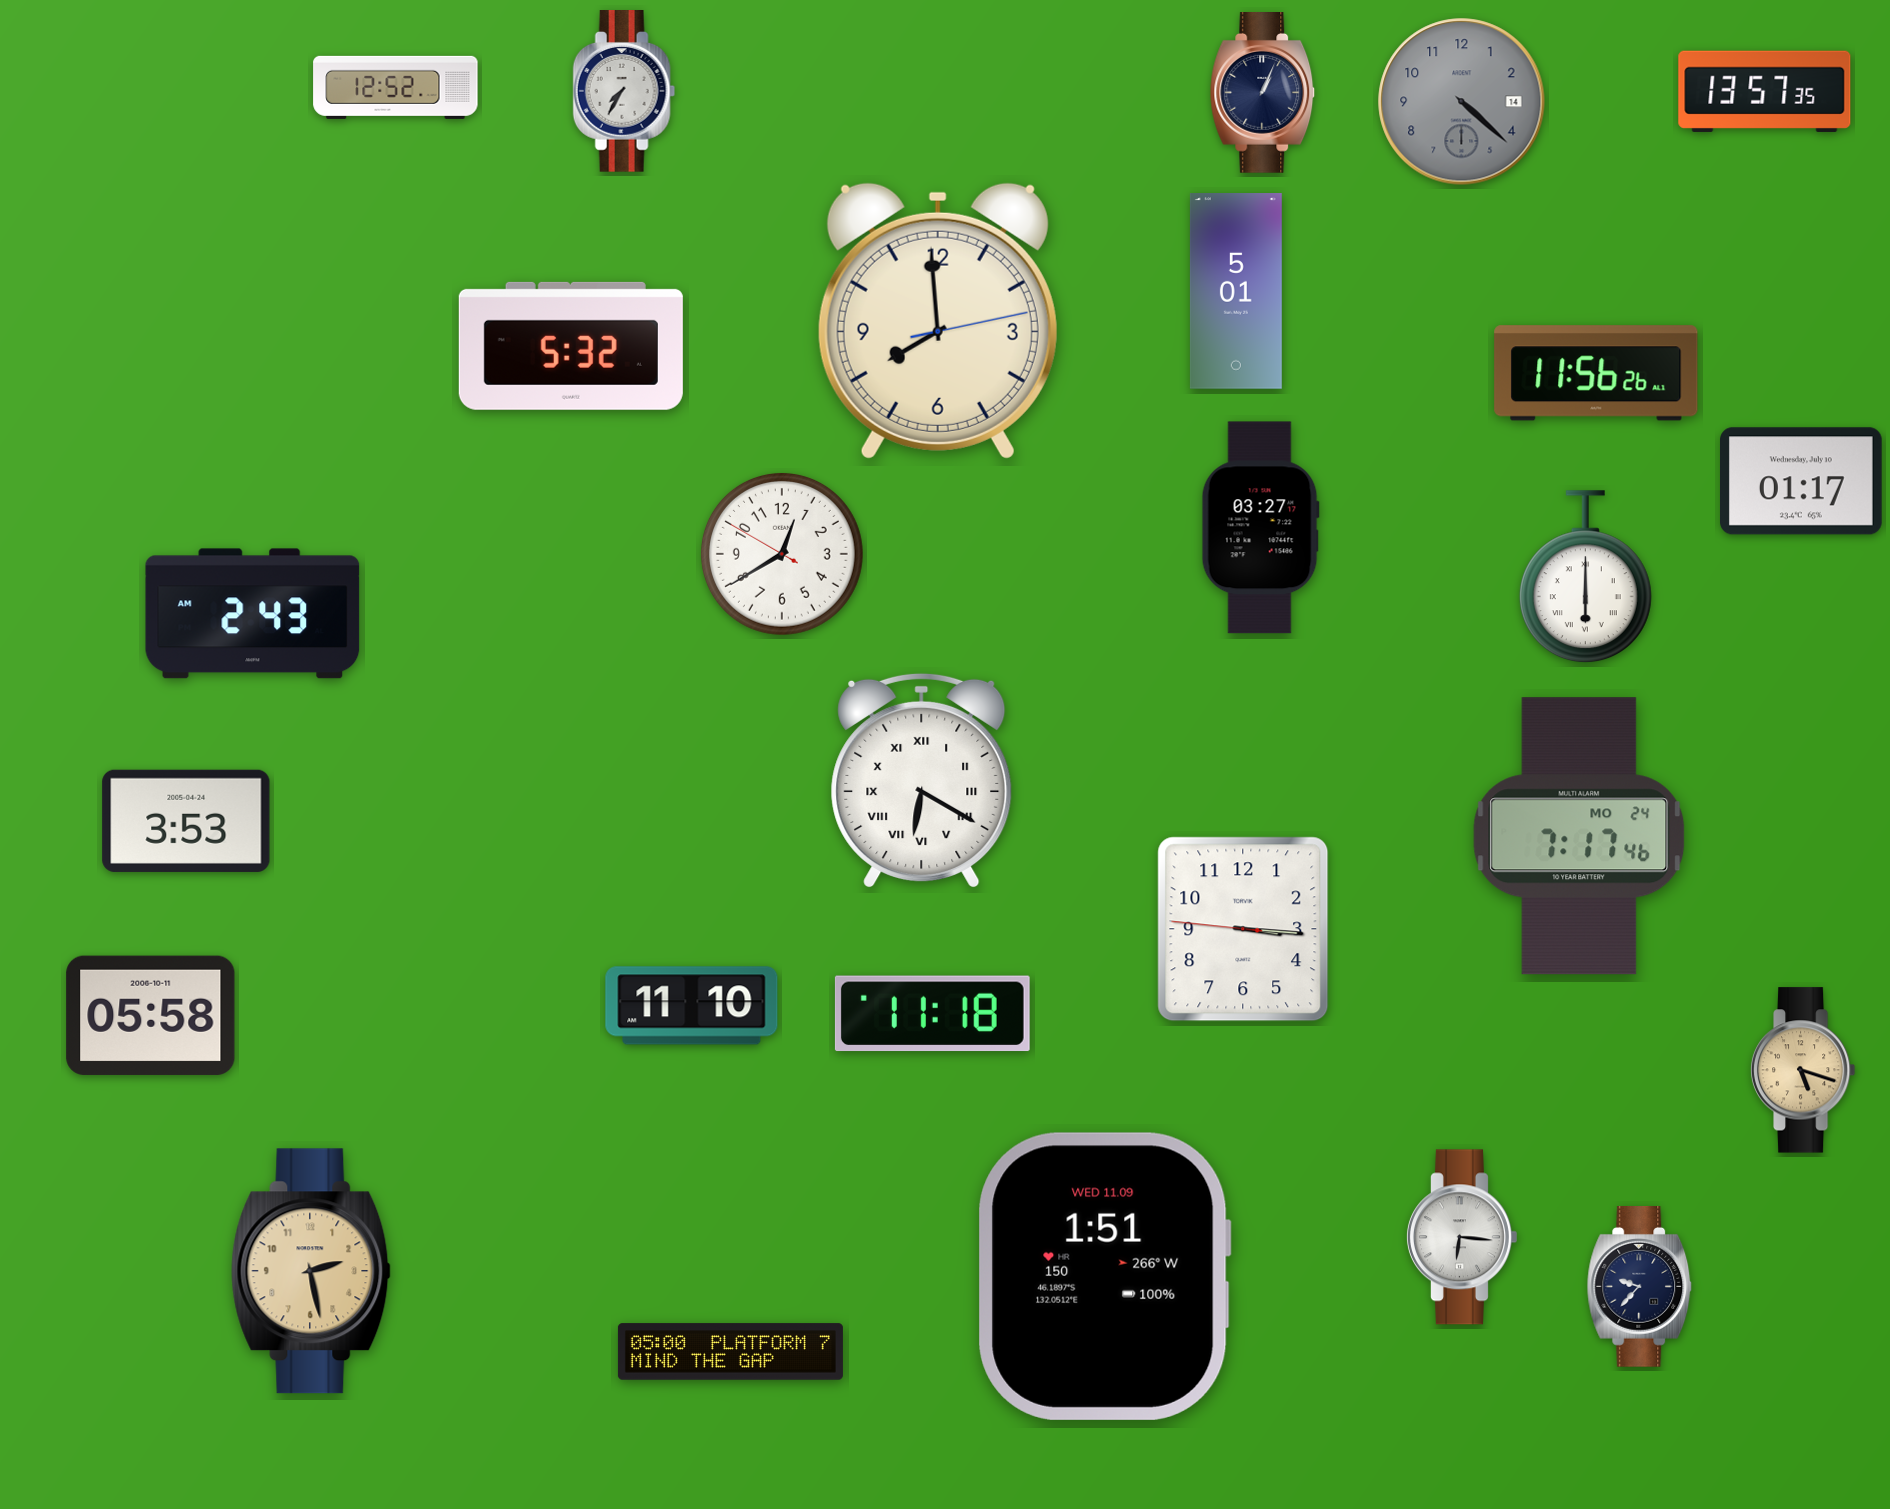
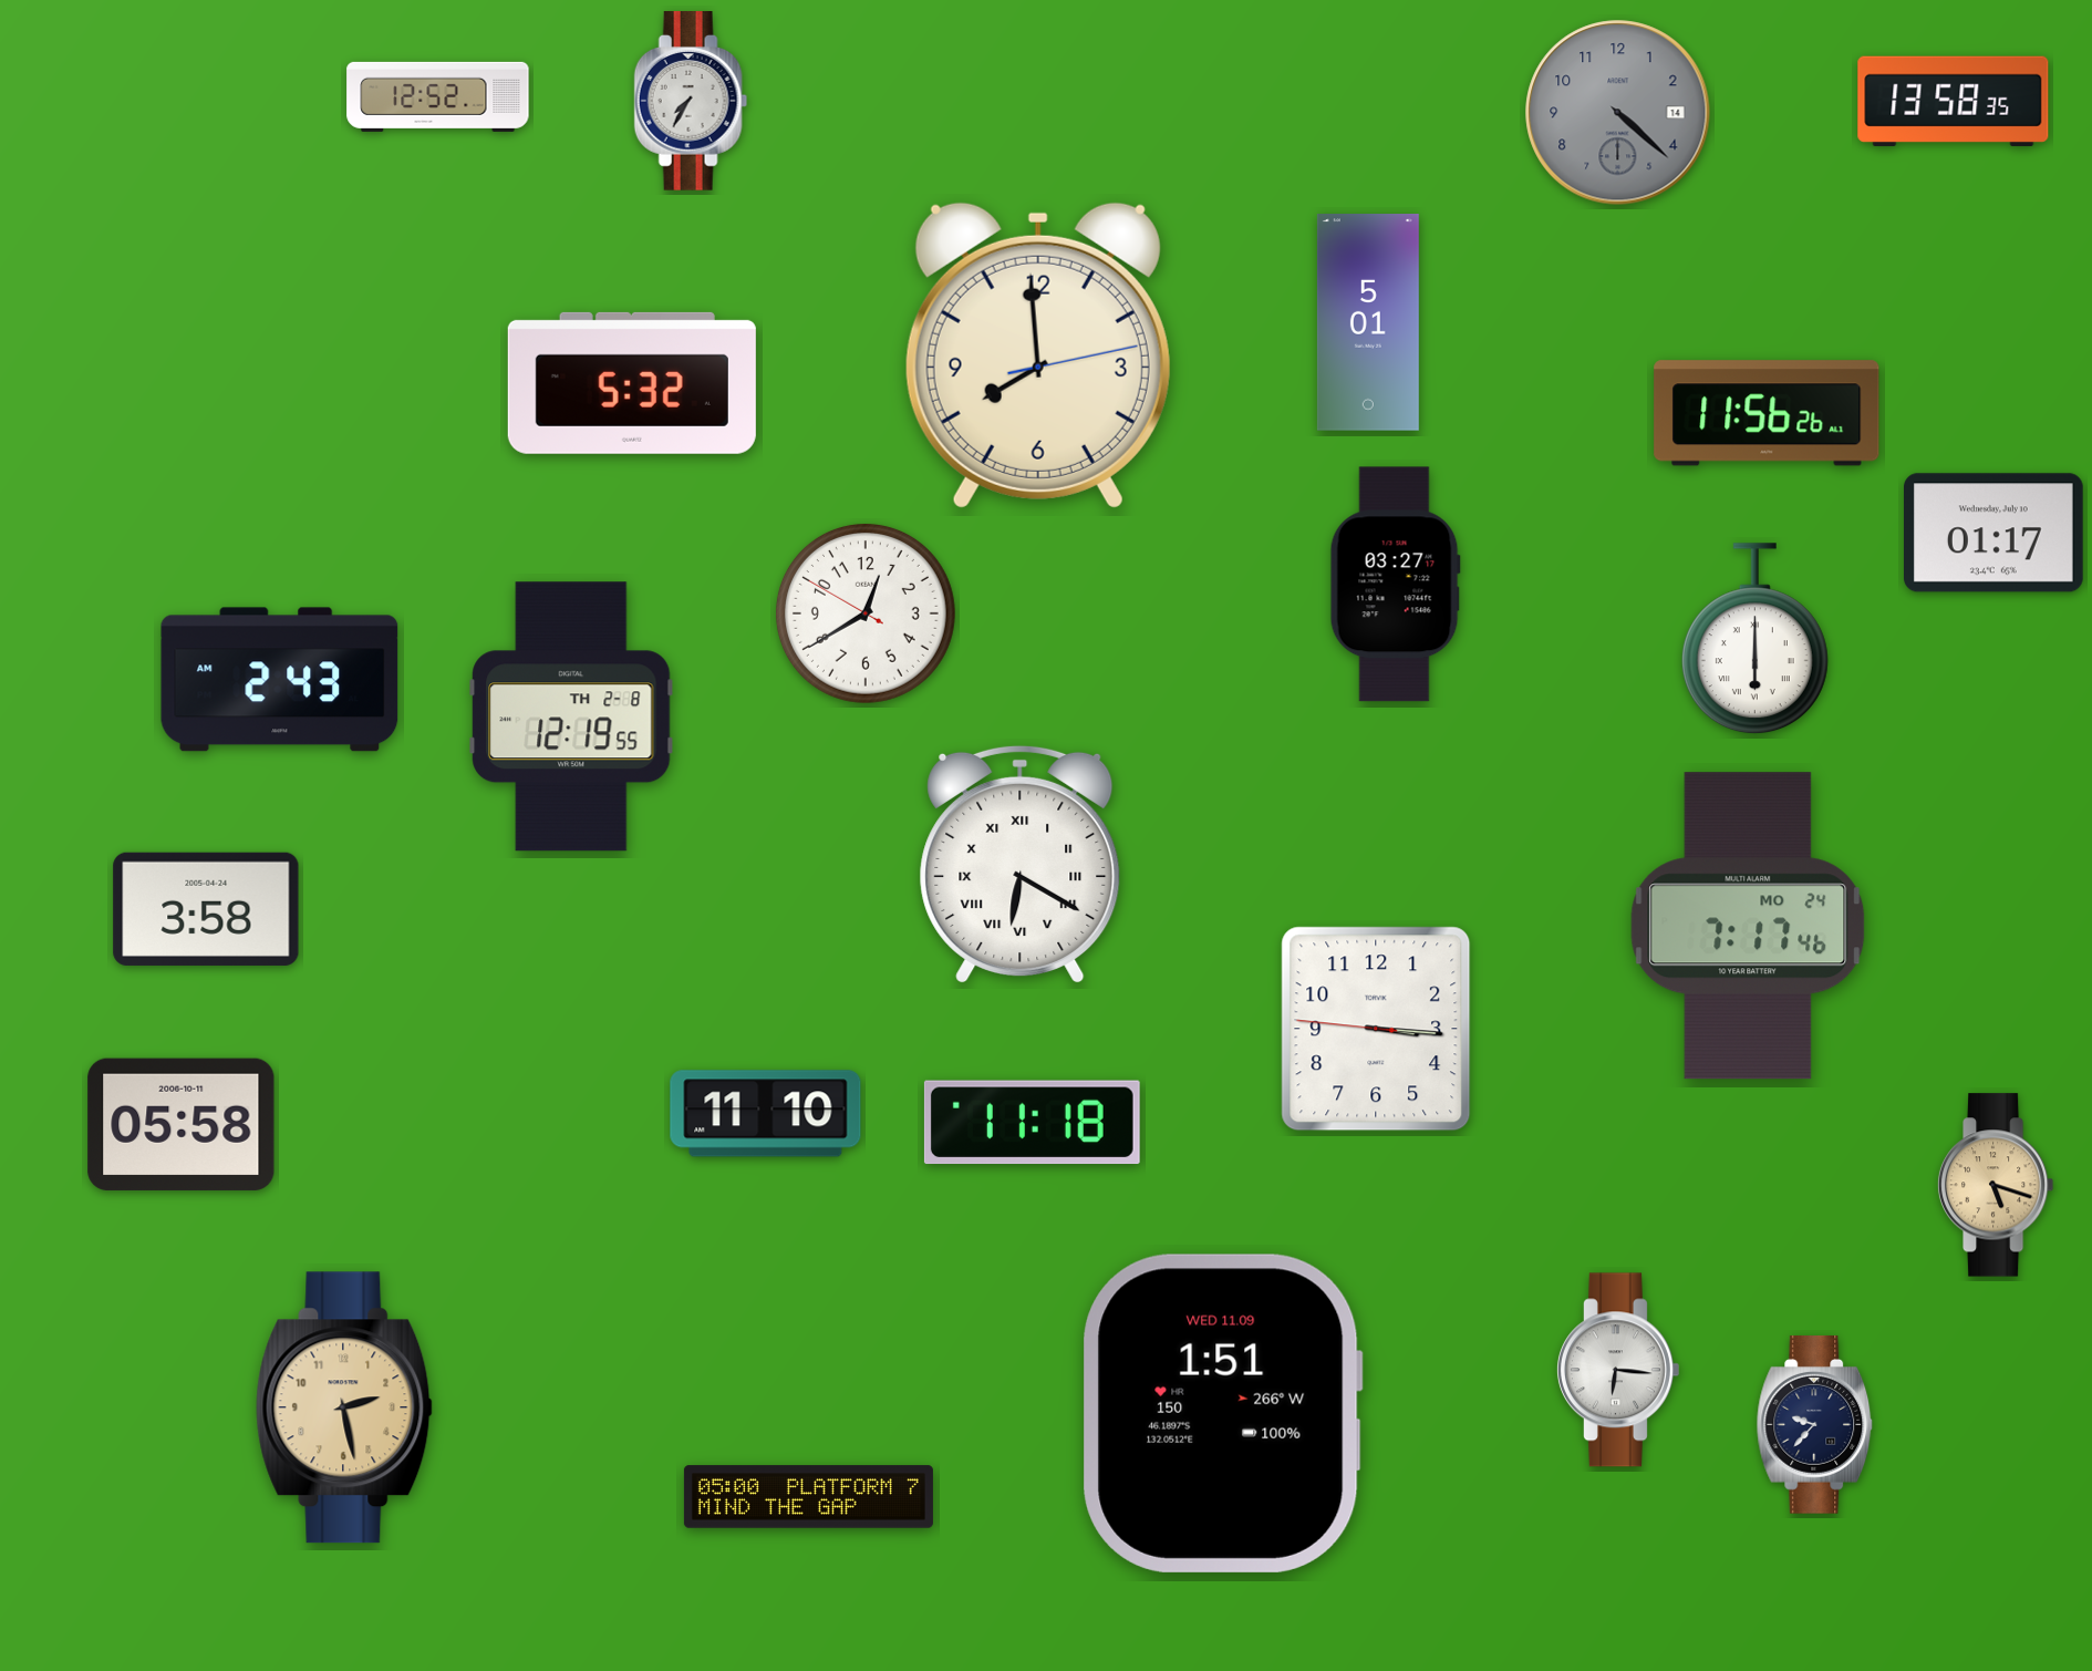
clock at (1765, 91): 13:57 -> 13:58
clock at (1263, 93): 1:04 -> none
clock at (571, 716): none -> 12:19
clock at (186, 821): 3:53 -> 3:58
clock at (151, 1015) position: (151, 1015) -> (182, 1124)
